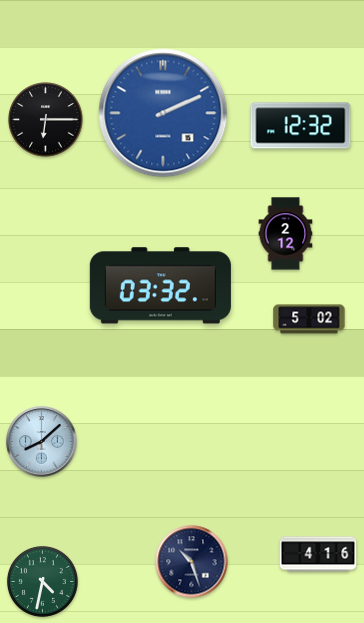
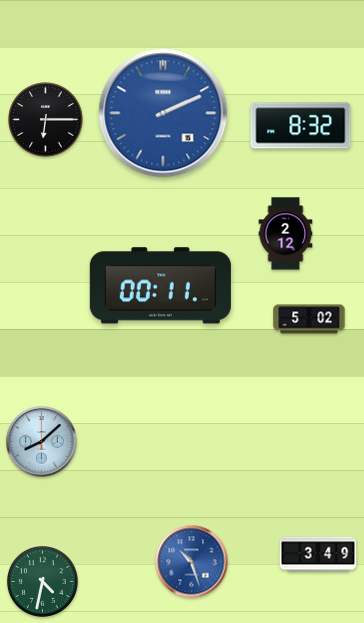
clock at (301, 126): 12:32 -> 8:32
clock at (160, 286): 03:32 -> 00:11
clock at (318, 554): 4:16 -> 3:49
clock at (192, 562) dial: navy -> blue
